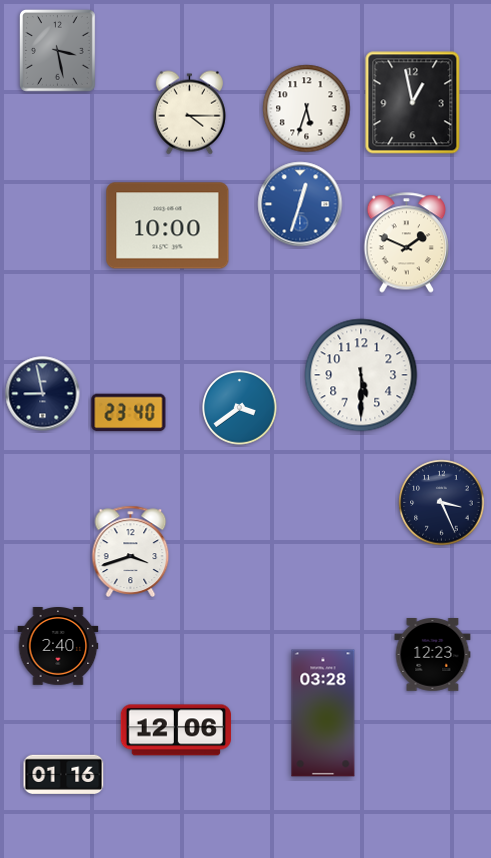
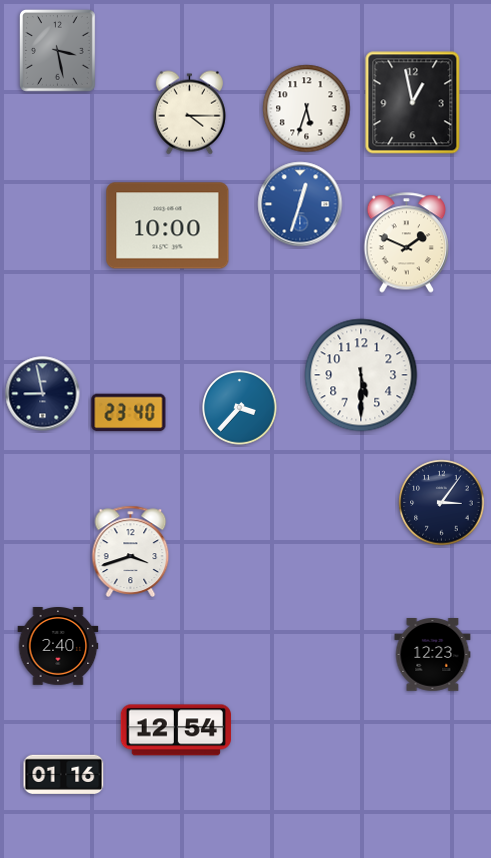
clock at (240, 408): 3:39 -> 3:37
clock at (442, 503): 3:26 -> 3:06
clock at (323, 713): 03:28 -> none
clock at (176, 730): 12:06 -> 12:54
